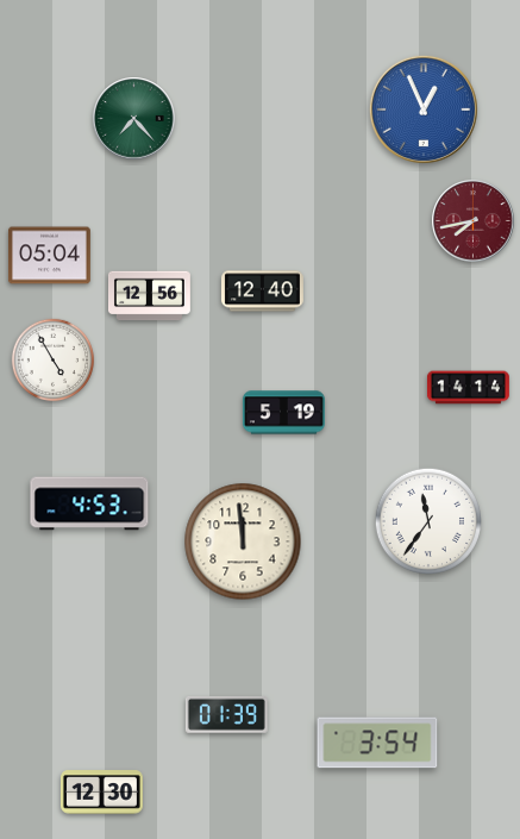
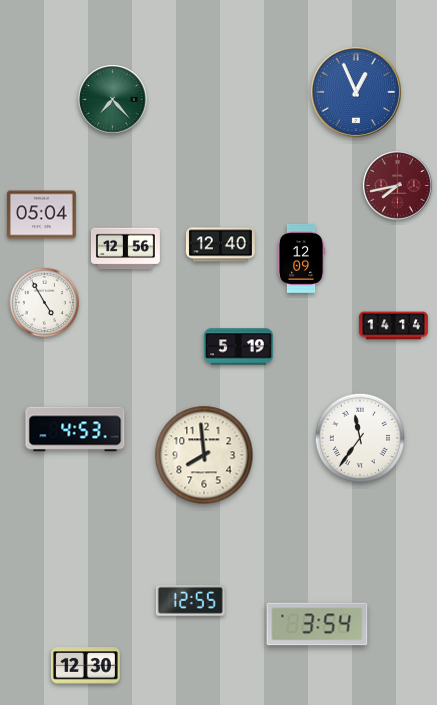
clock at (301, 258): none -> 12:09
clock at (89, 503) position: (89, 503) -> (75, 429)
clock at (243, 541): 11:59 -> 7:59
clock at (226, 714): 01:39 -> 12:55
